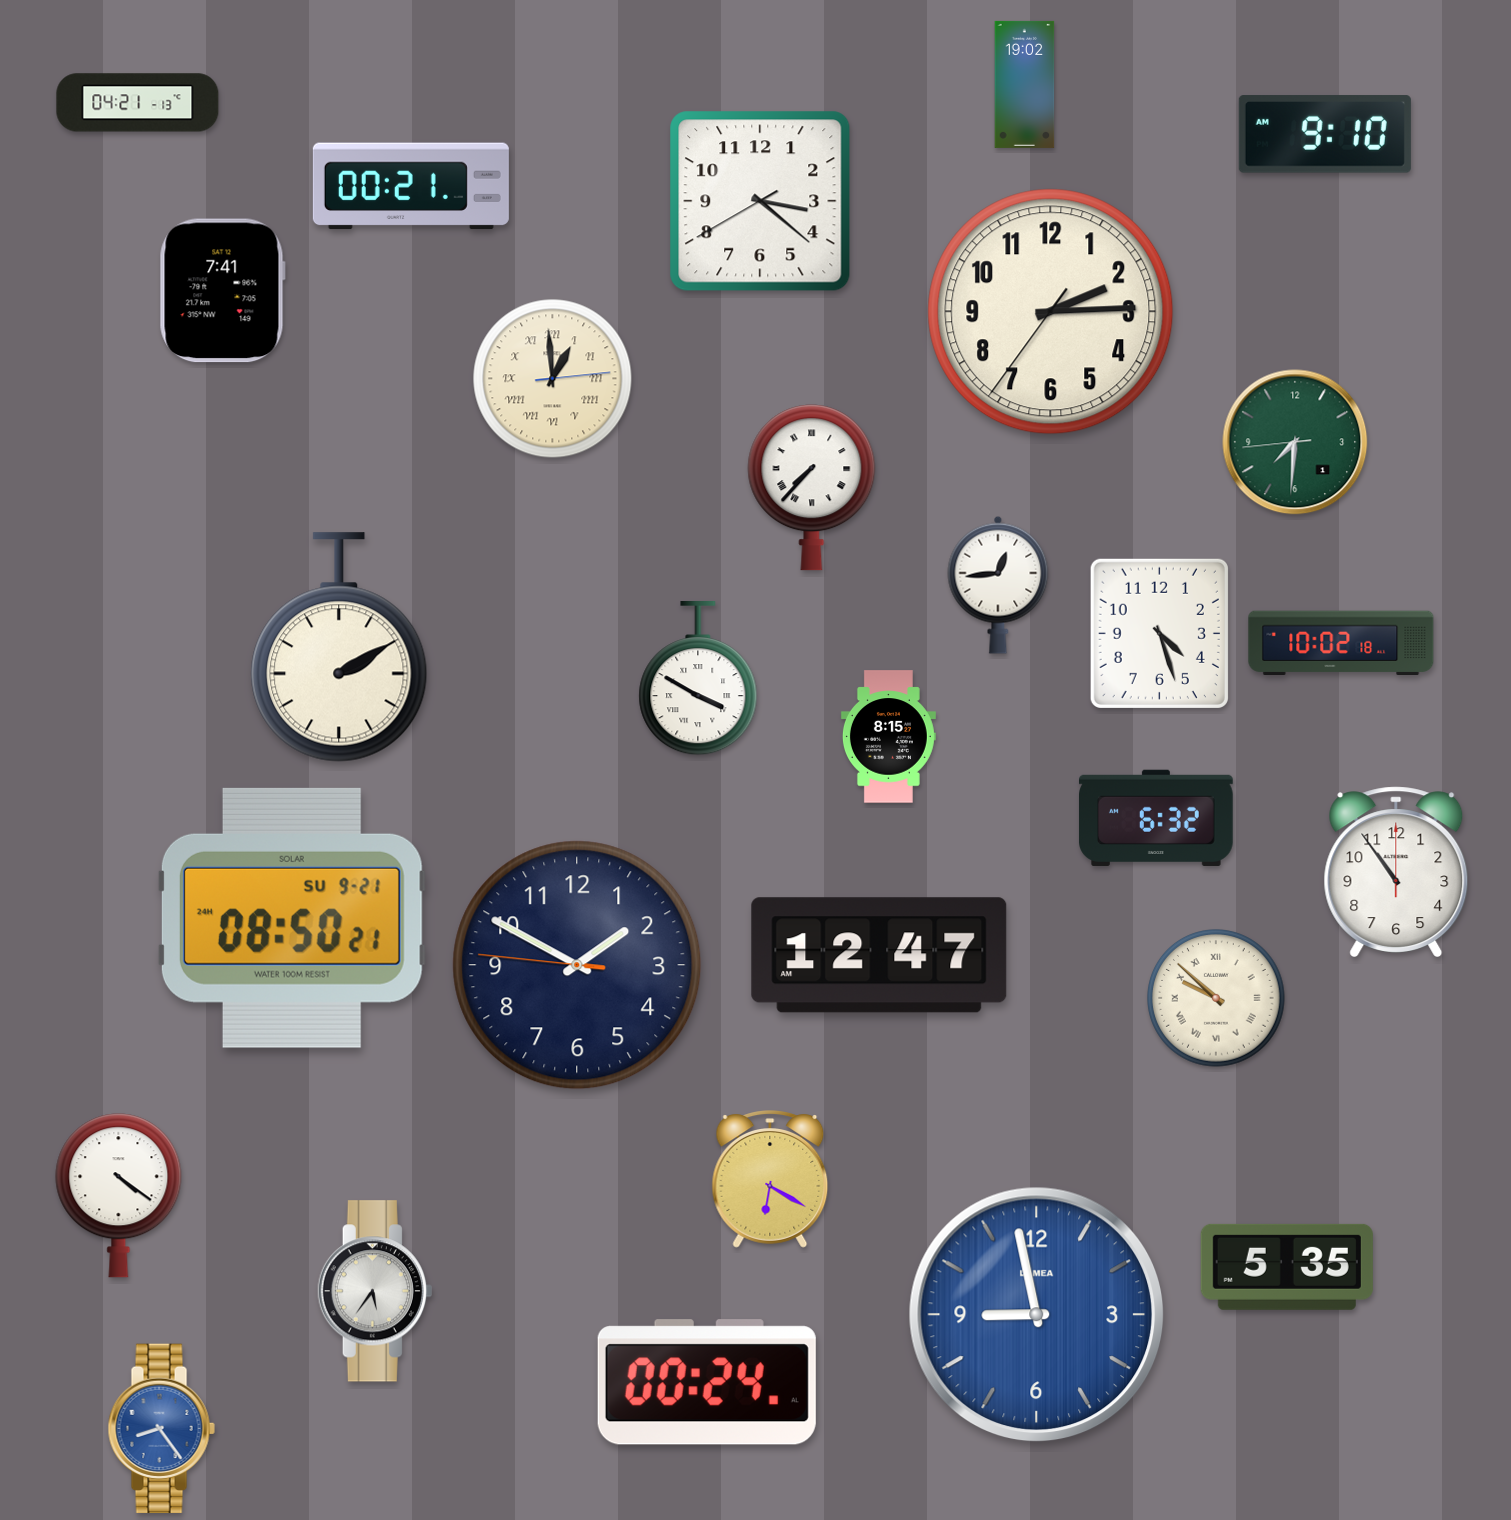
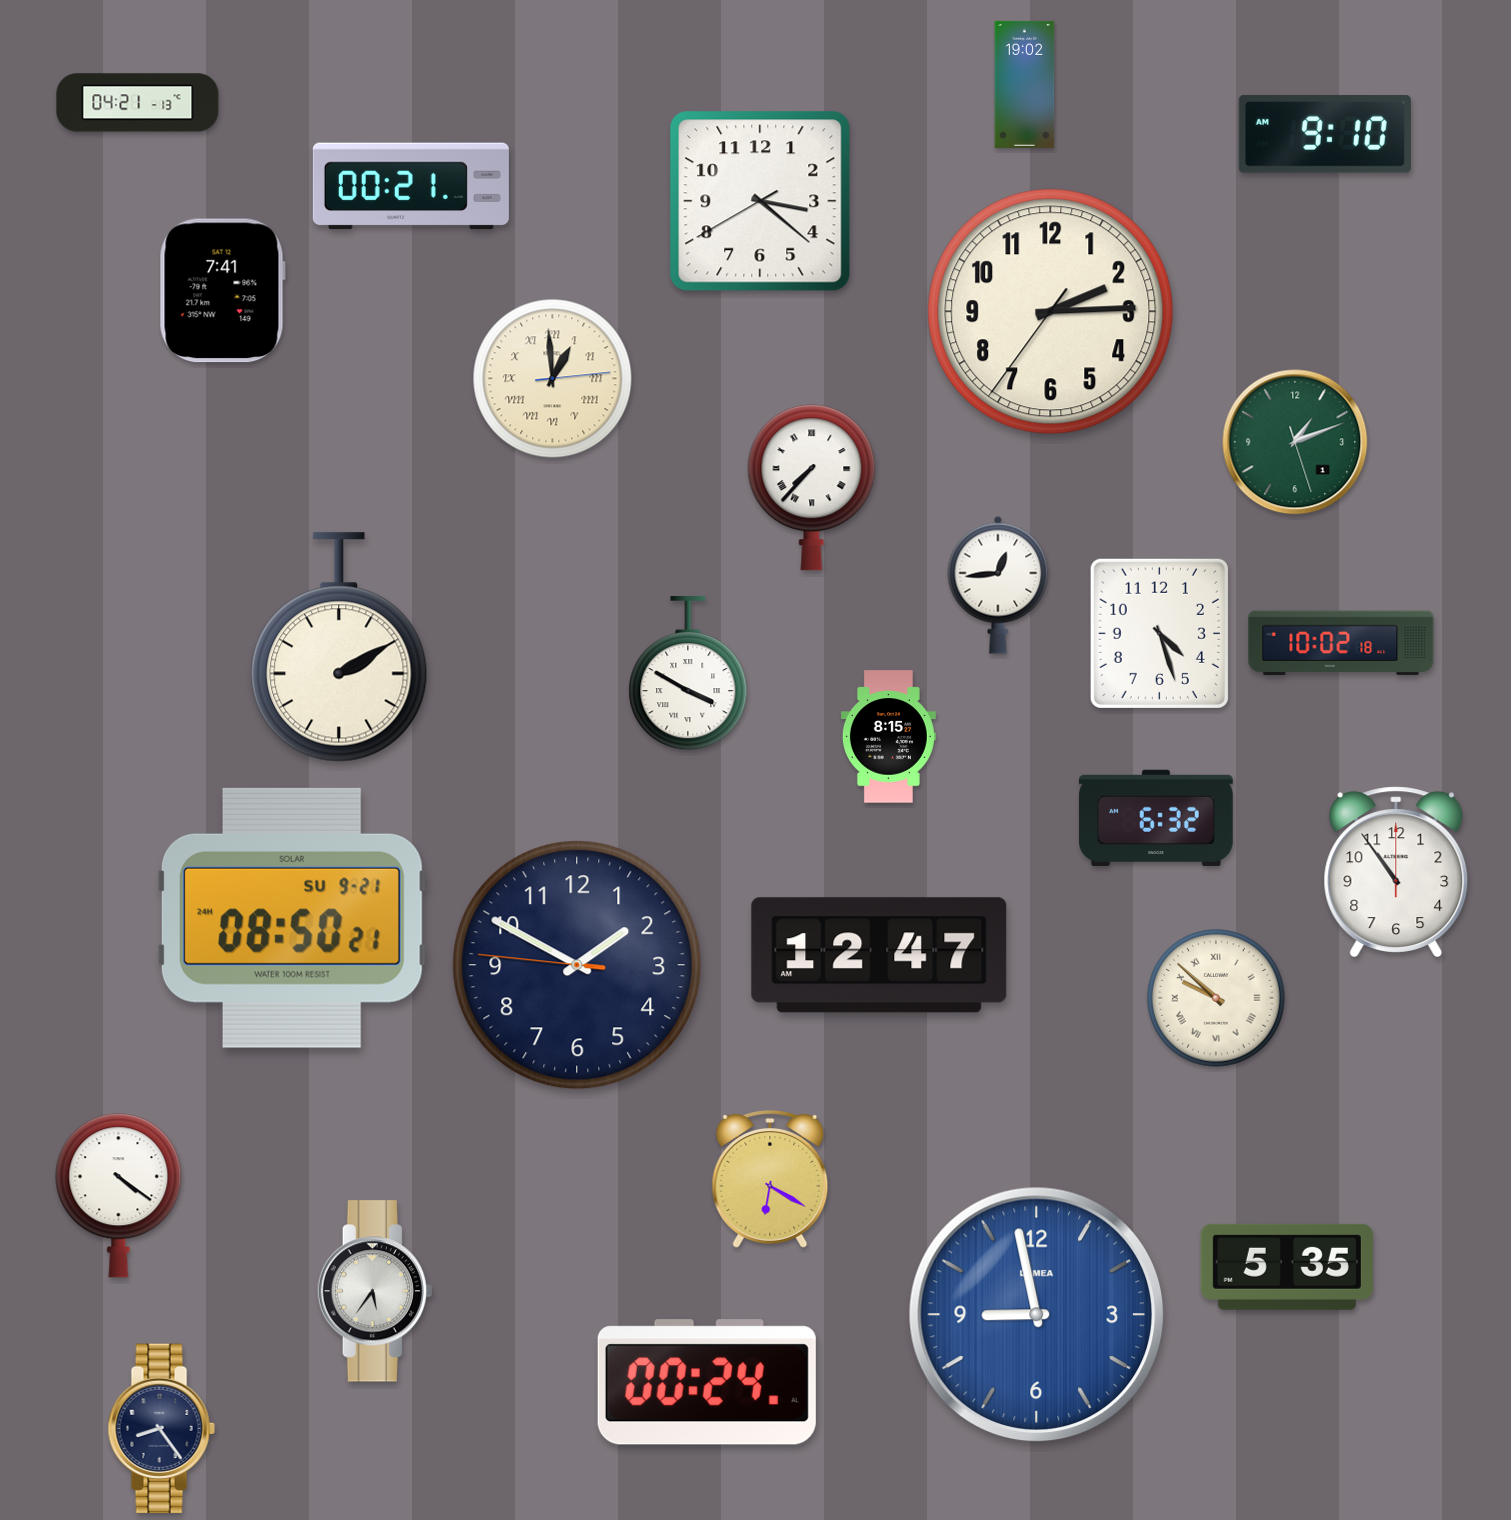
clock at (1295, 442): 7:30 -> 1:11
clock at (698, 679) position: (698, 679) -> (688, 674)
clock at (161, 1428) dial: blue -> navy
